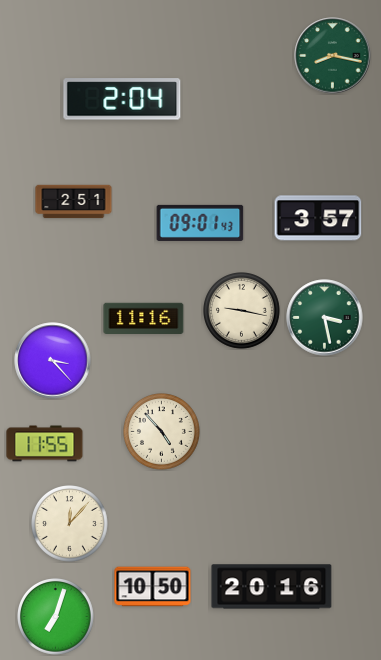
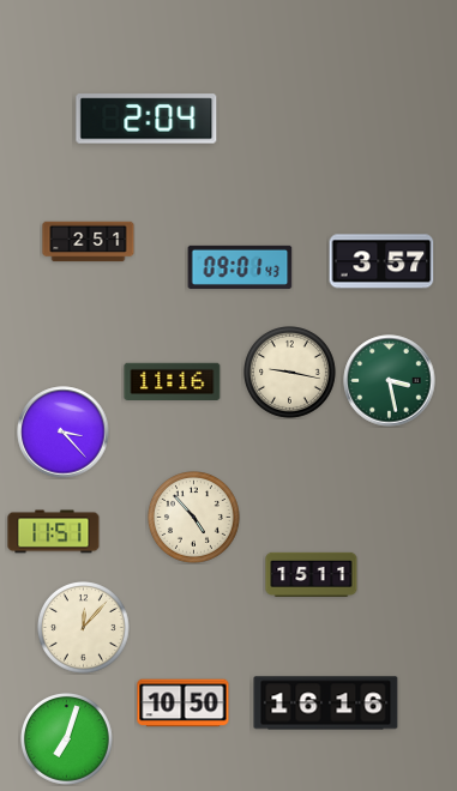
clock at (333, 56): 8:17 -> none
clock at (45, 444): 11:55 -> 11:51
clock at (312, 574): none -> 15:11
clock at (272, 587): 20:16 -> 16:16
